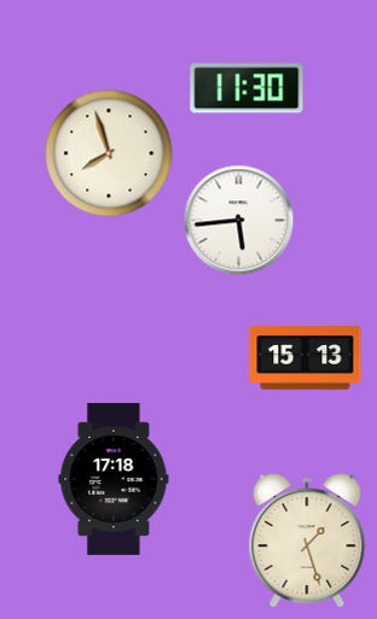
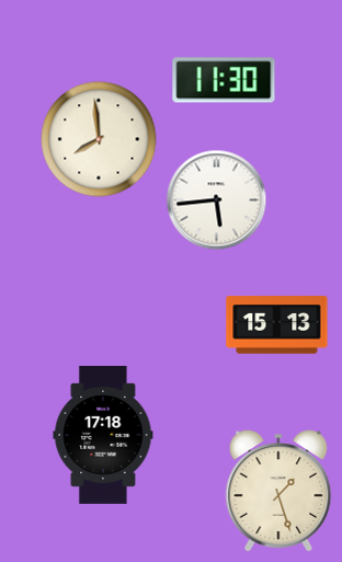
clock at (109, 153): 7:57 -> 7:59
